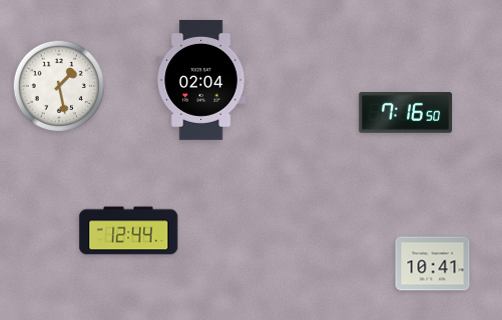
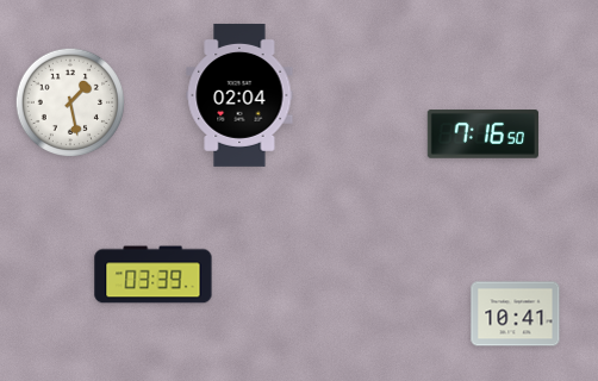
clock at (129, 231): 12:44 -> 03:39
